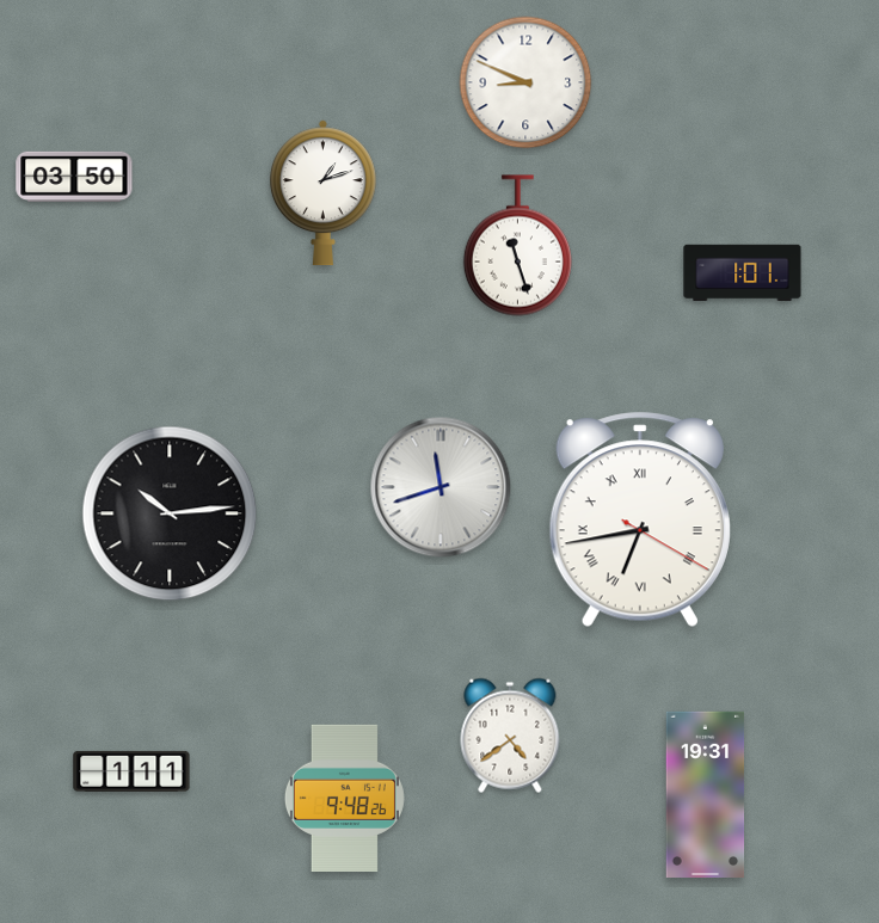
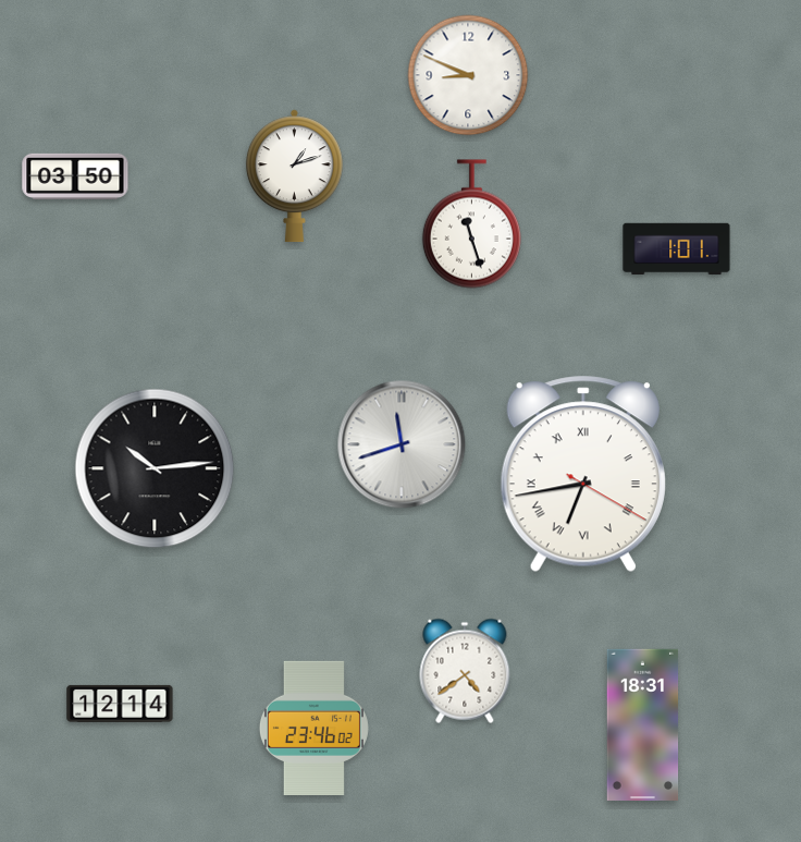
clock at (525, 82) position: (525, 82) -> (468, 75)
clock at (74, 177) position: (74, 177) -> (75, 176)
clock at (131, 771): 1:11 -> 12:14
clock at (706, 794): 19:31 -> 18:31
clock at (344, 798): 9:48 -> 23:46
